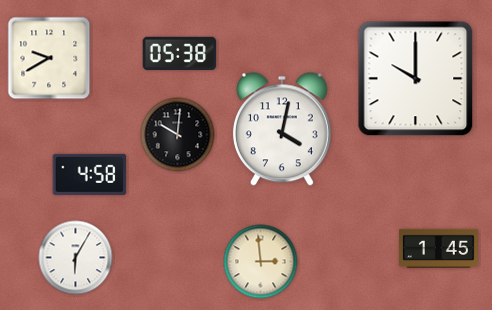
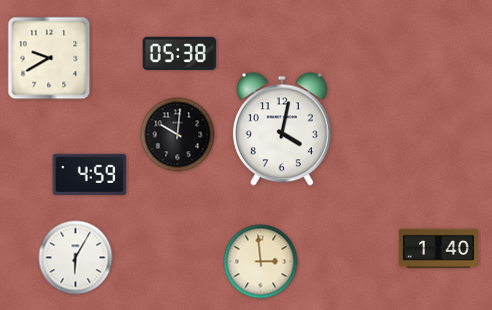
clock at (416, 79): 10:00 -> none
clock at (90, 174): 4:58 -> 4:59
clock at (438, 248): 1:45 -> 1:40
